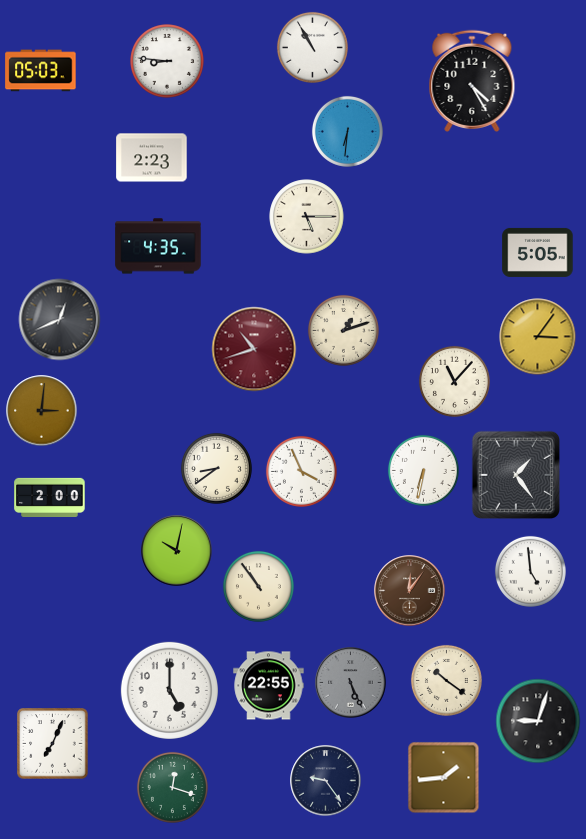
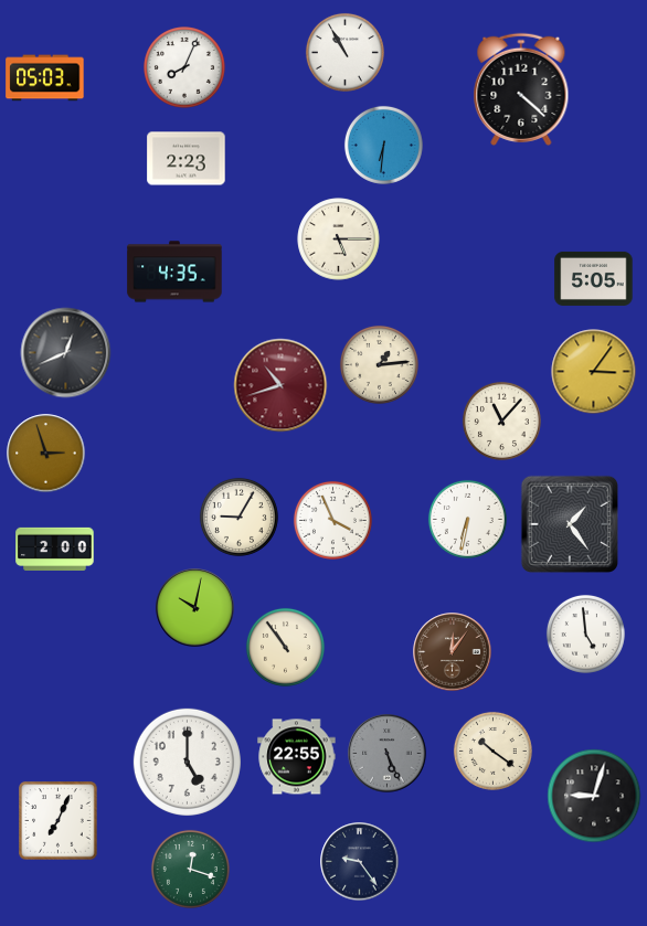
clock at (167, 61): 8:46 -> 8:04
clock at (472, 81): 4:25 -> 4:22
clock at (152, 158) position: (152, 158) -> (187, 159)
clock at (343, 330): 1:12 -> 1:14
clock at (42, 411): 3:01 -> 2:57
clock at (216, 468): 8:39 -> 9:05
clock at (530, 571) position: (530, 571) -> (585, 634)
clock at (444, 778): 1:44 -> none
